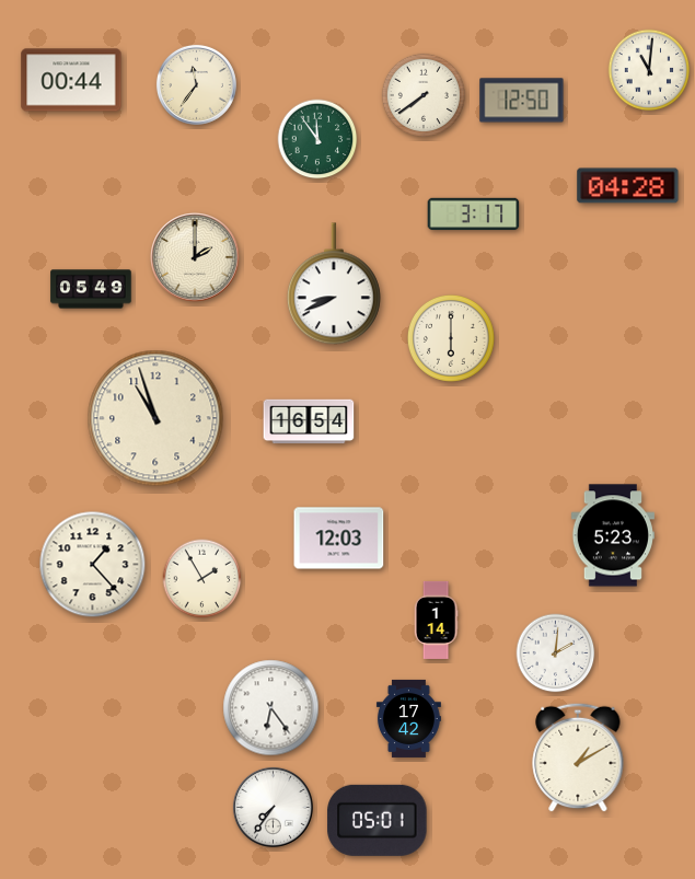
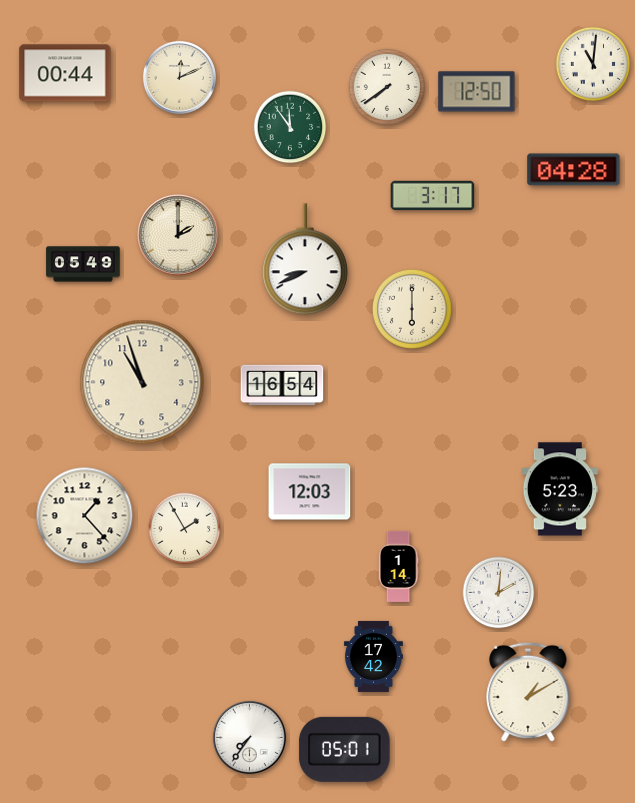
clock at (196, 84): 11:36 -> 12:11
clock at (556, 654) position: (556, 654) -> (499, 593)
clock at (271, 708): 6:24 -> none
